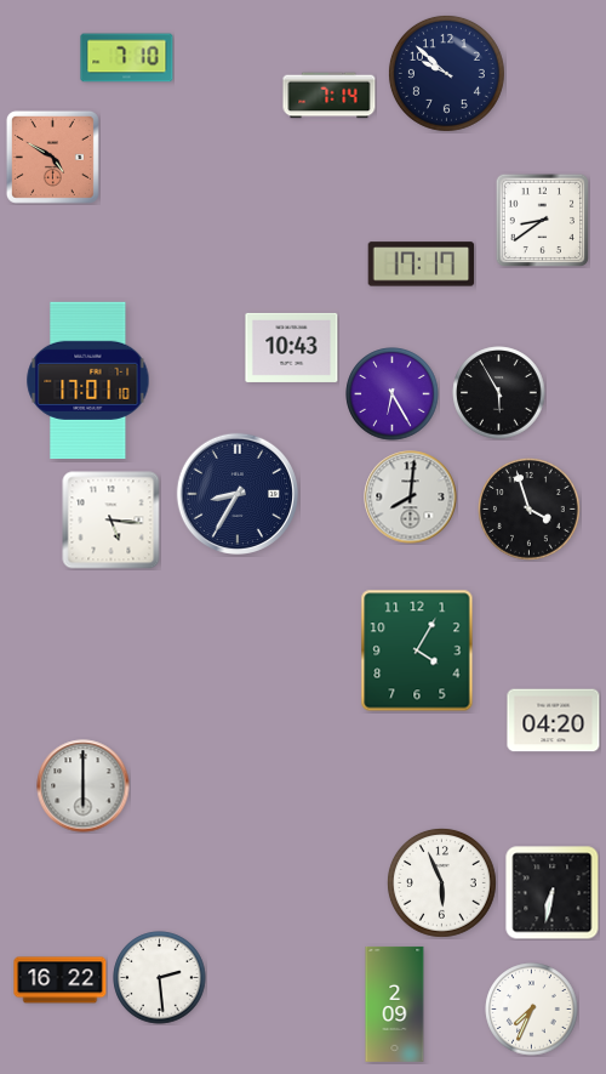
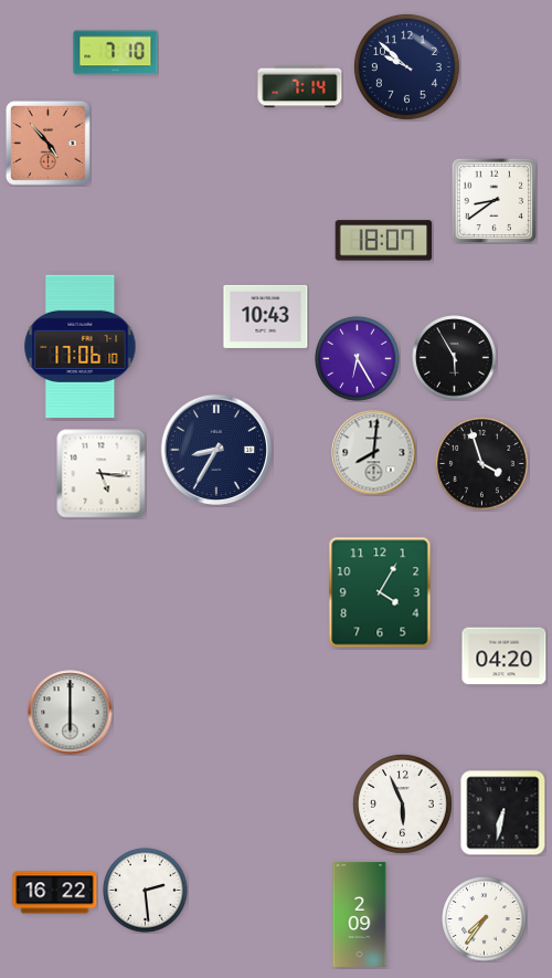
clock at (52, 157): 4:50 -> 4:53
clock at (422, 265): 17:17 -> 18:07
clock at (88, 380): 17:01 -> 17:06
clock at (84, 786) position: (84, 786) -> (71, 713)
clock at (532, 1010): 7:34 -> 7:36
